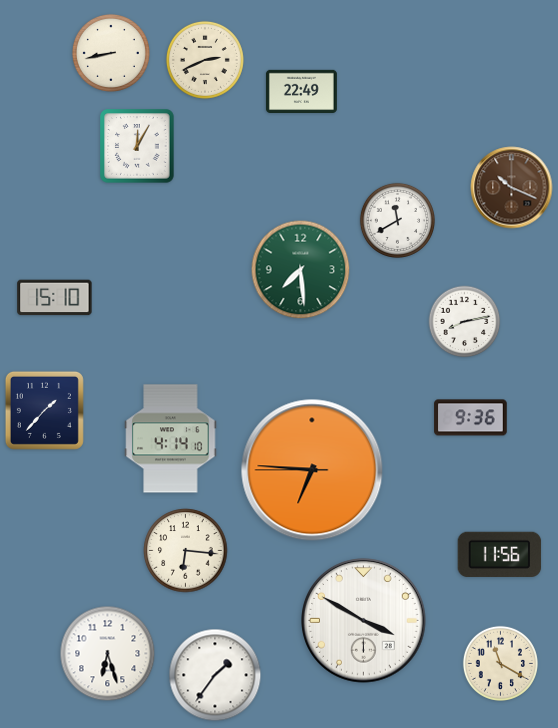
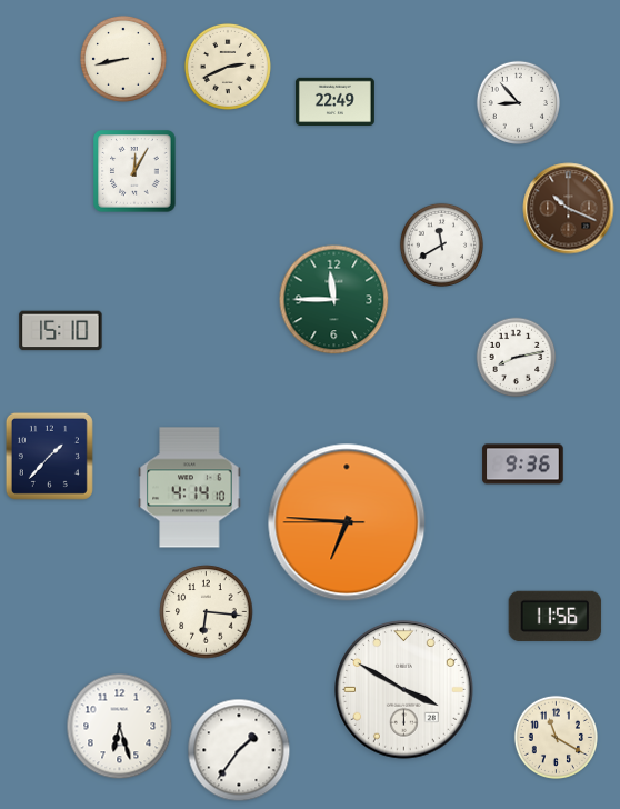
clock at (518, 102): none -> 8:53
clock at (137, 146) position: (137, 146) -> (134, 171)
clock at (301, 270): 7:29 -> 11:45
